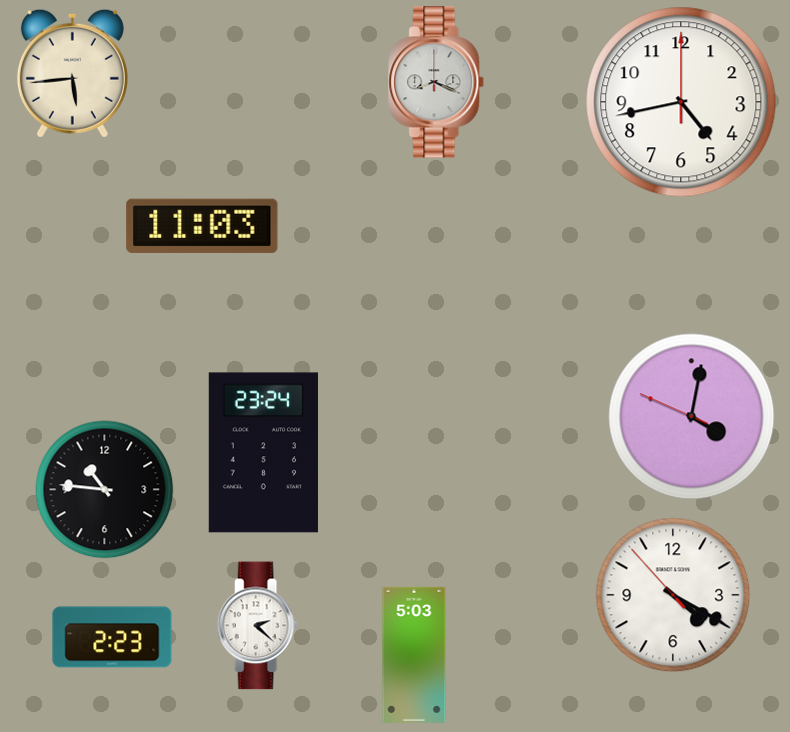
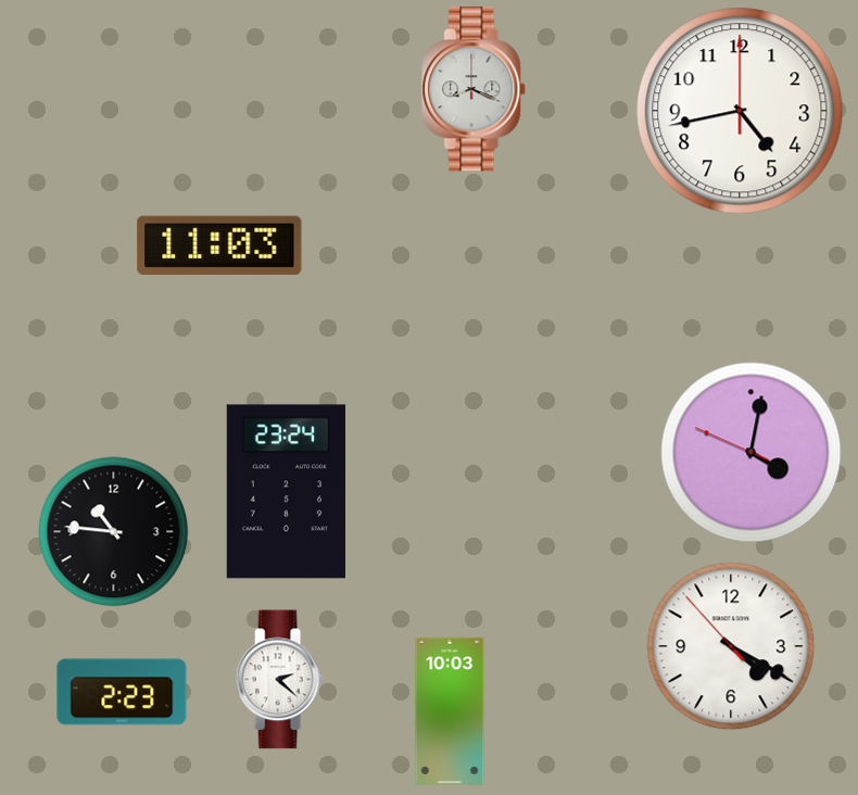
clock at (72, 73): 5:44 -> none
clock at (414, 655): 5:03 -> 10:03
